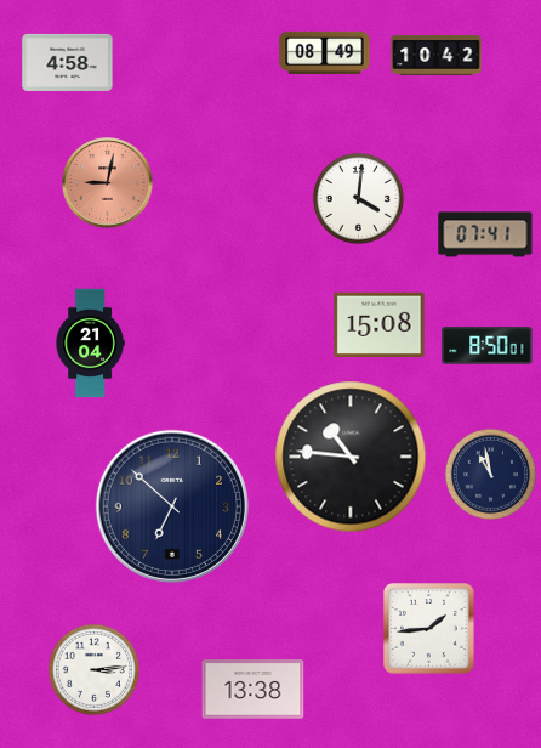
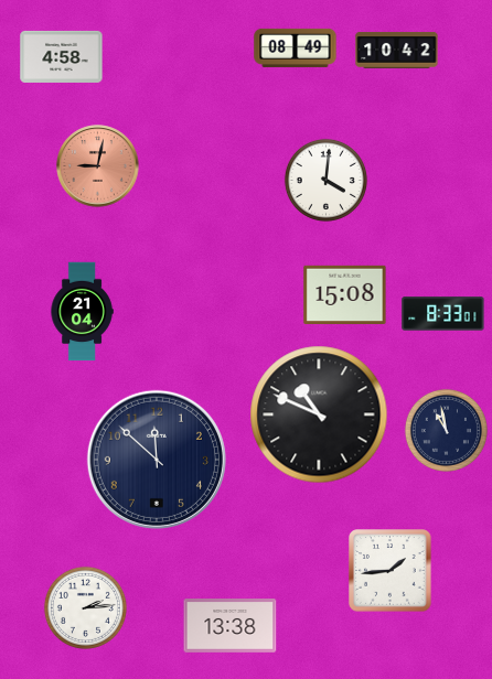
clock at (485, 234): 07:41 -> none
clock at (488, 346): 8:50 -> 8:33
clock at (351, 457): 10:46 -> 10:49
clock at (172, 506): 6:52 -> 11:52
clock at (93, 669): 3:14 -> 2:14
